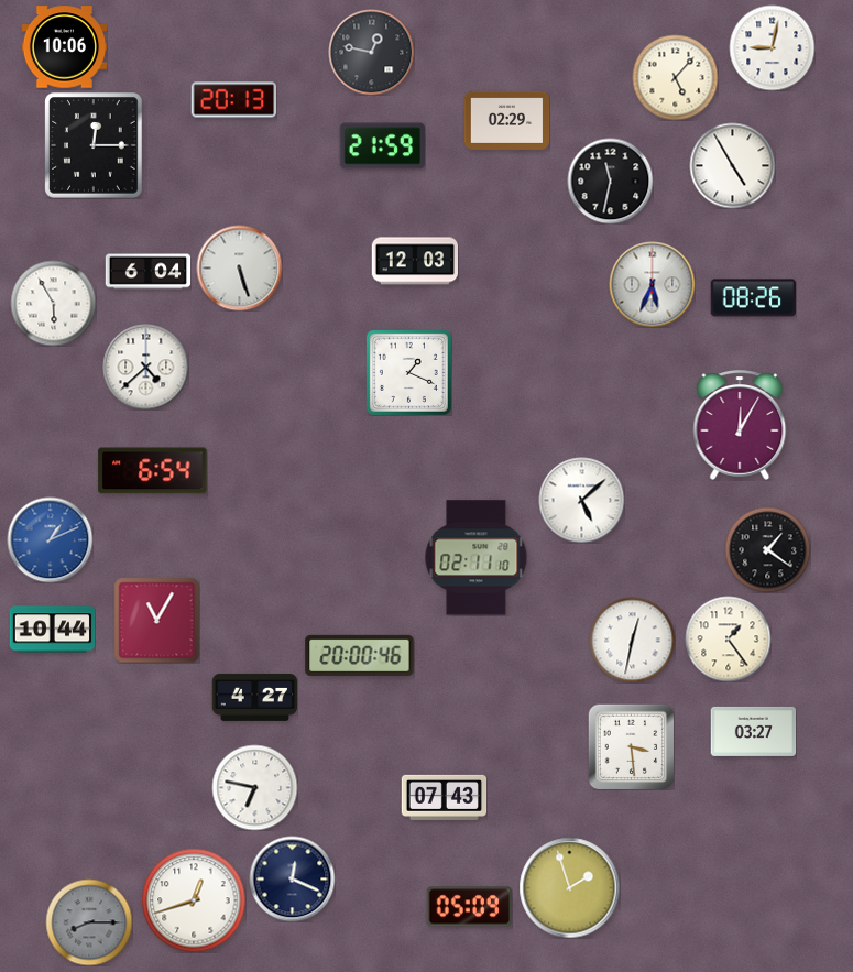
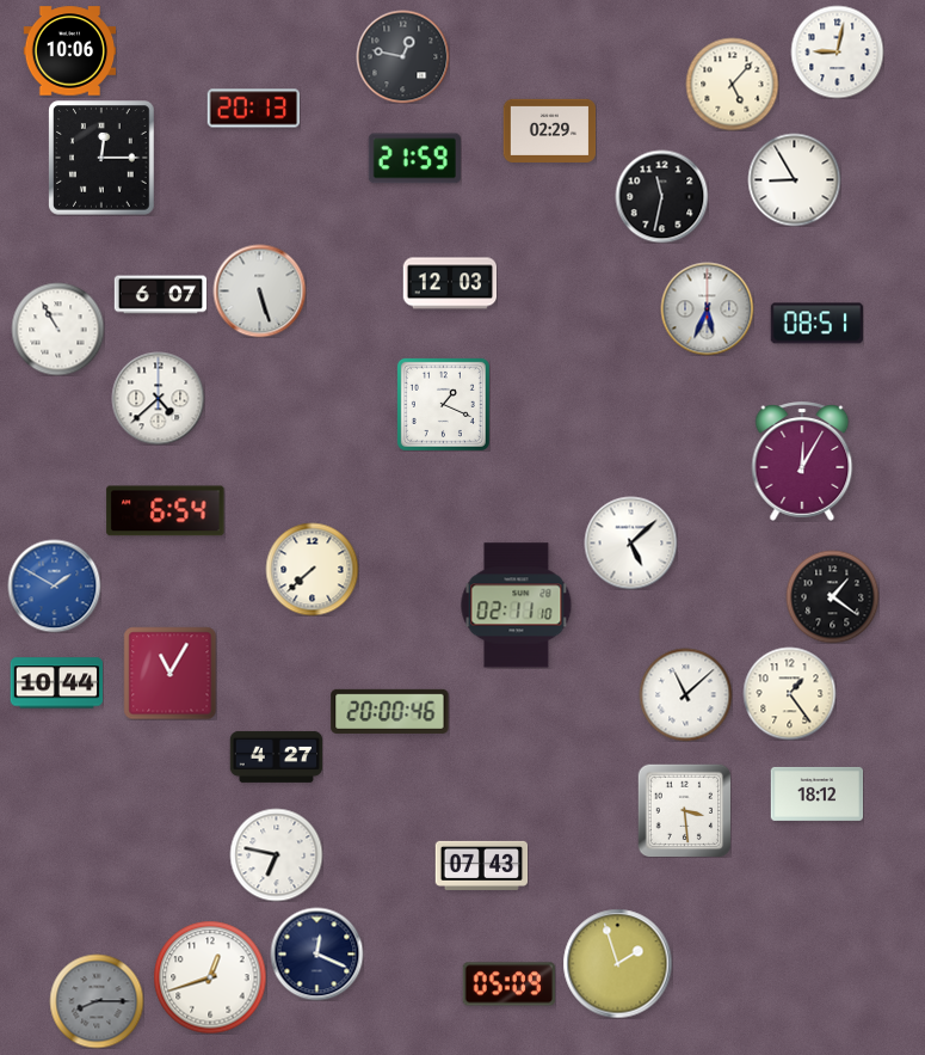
clock at (732, 165): 4:55 -> 8:55
clock at (147, 272): 6:04 -> 6:07
clock at (753, 298): 08:26 -> 08:51
clock at (53, 303): 5:55 -> 10:55
clock at (312, 569): none -> 7:38
clock at (50, 539): 1:11 -> 1:50
clock at (632, 640): 12:32 -> 11:08
clock at (753, 731): 03:27 -> 18:12
